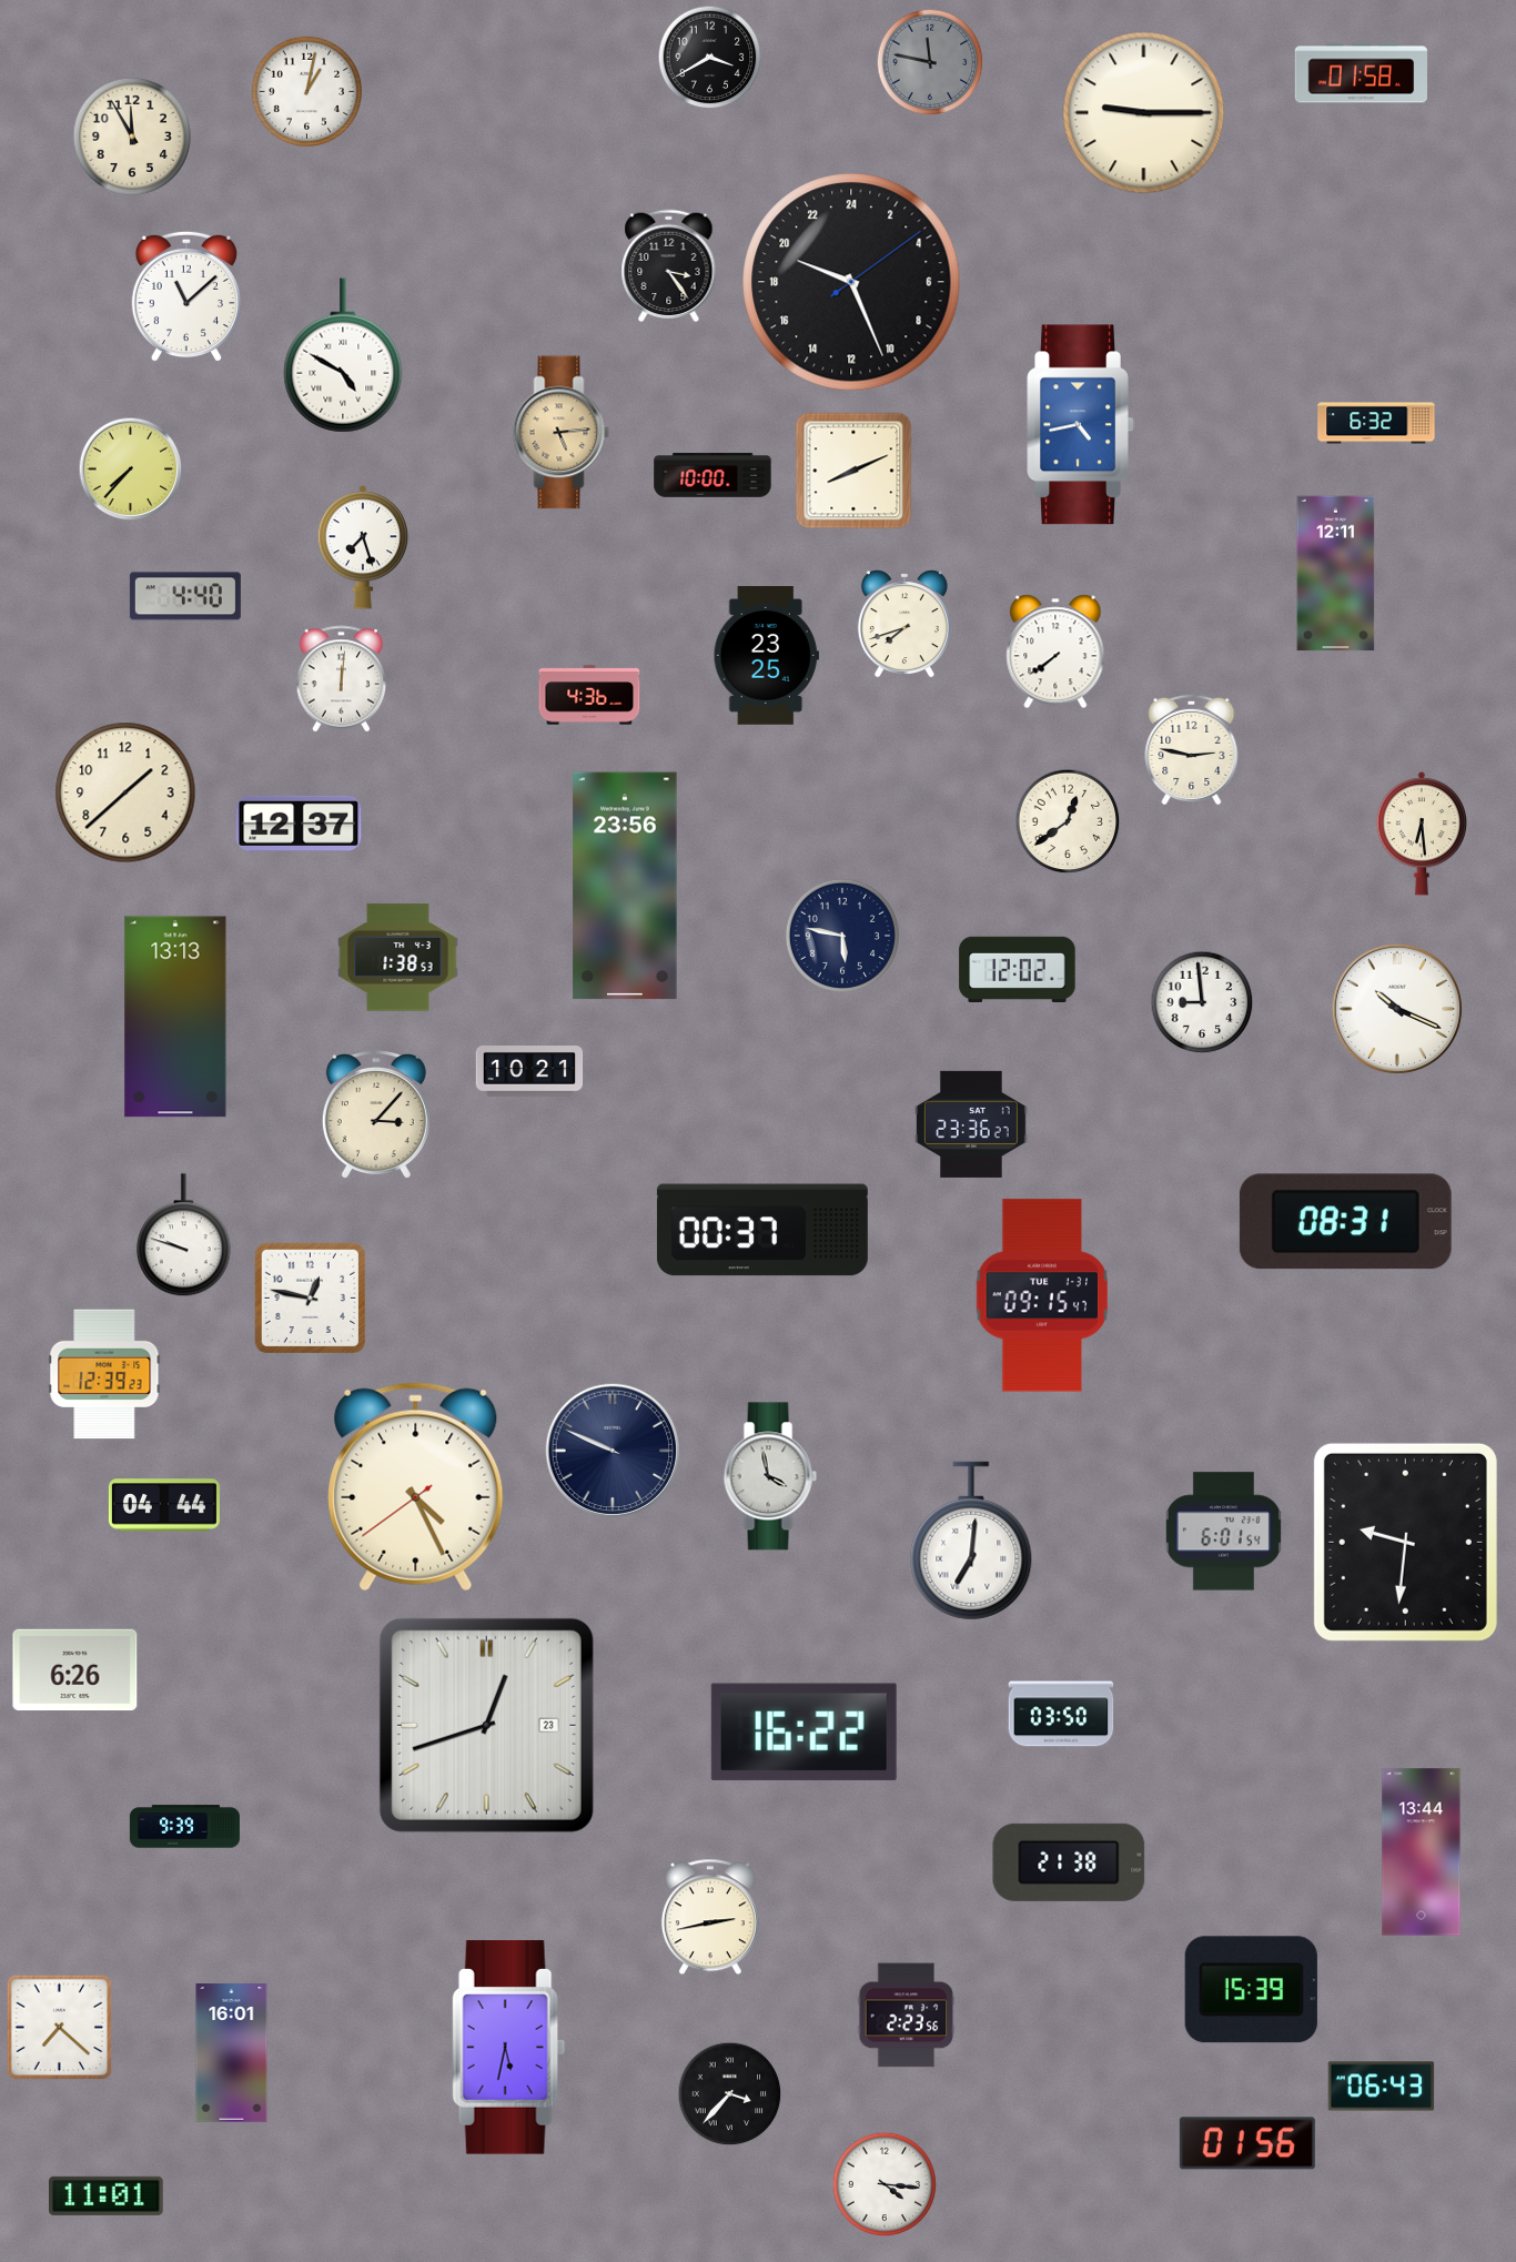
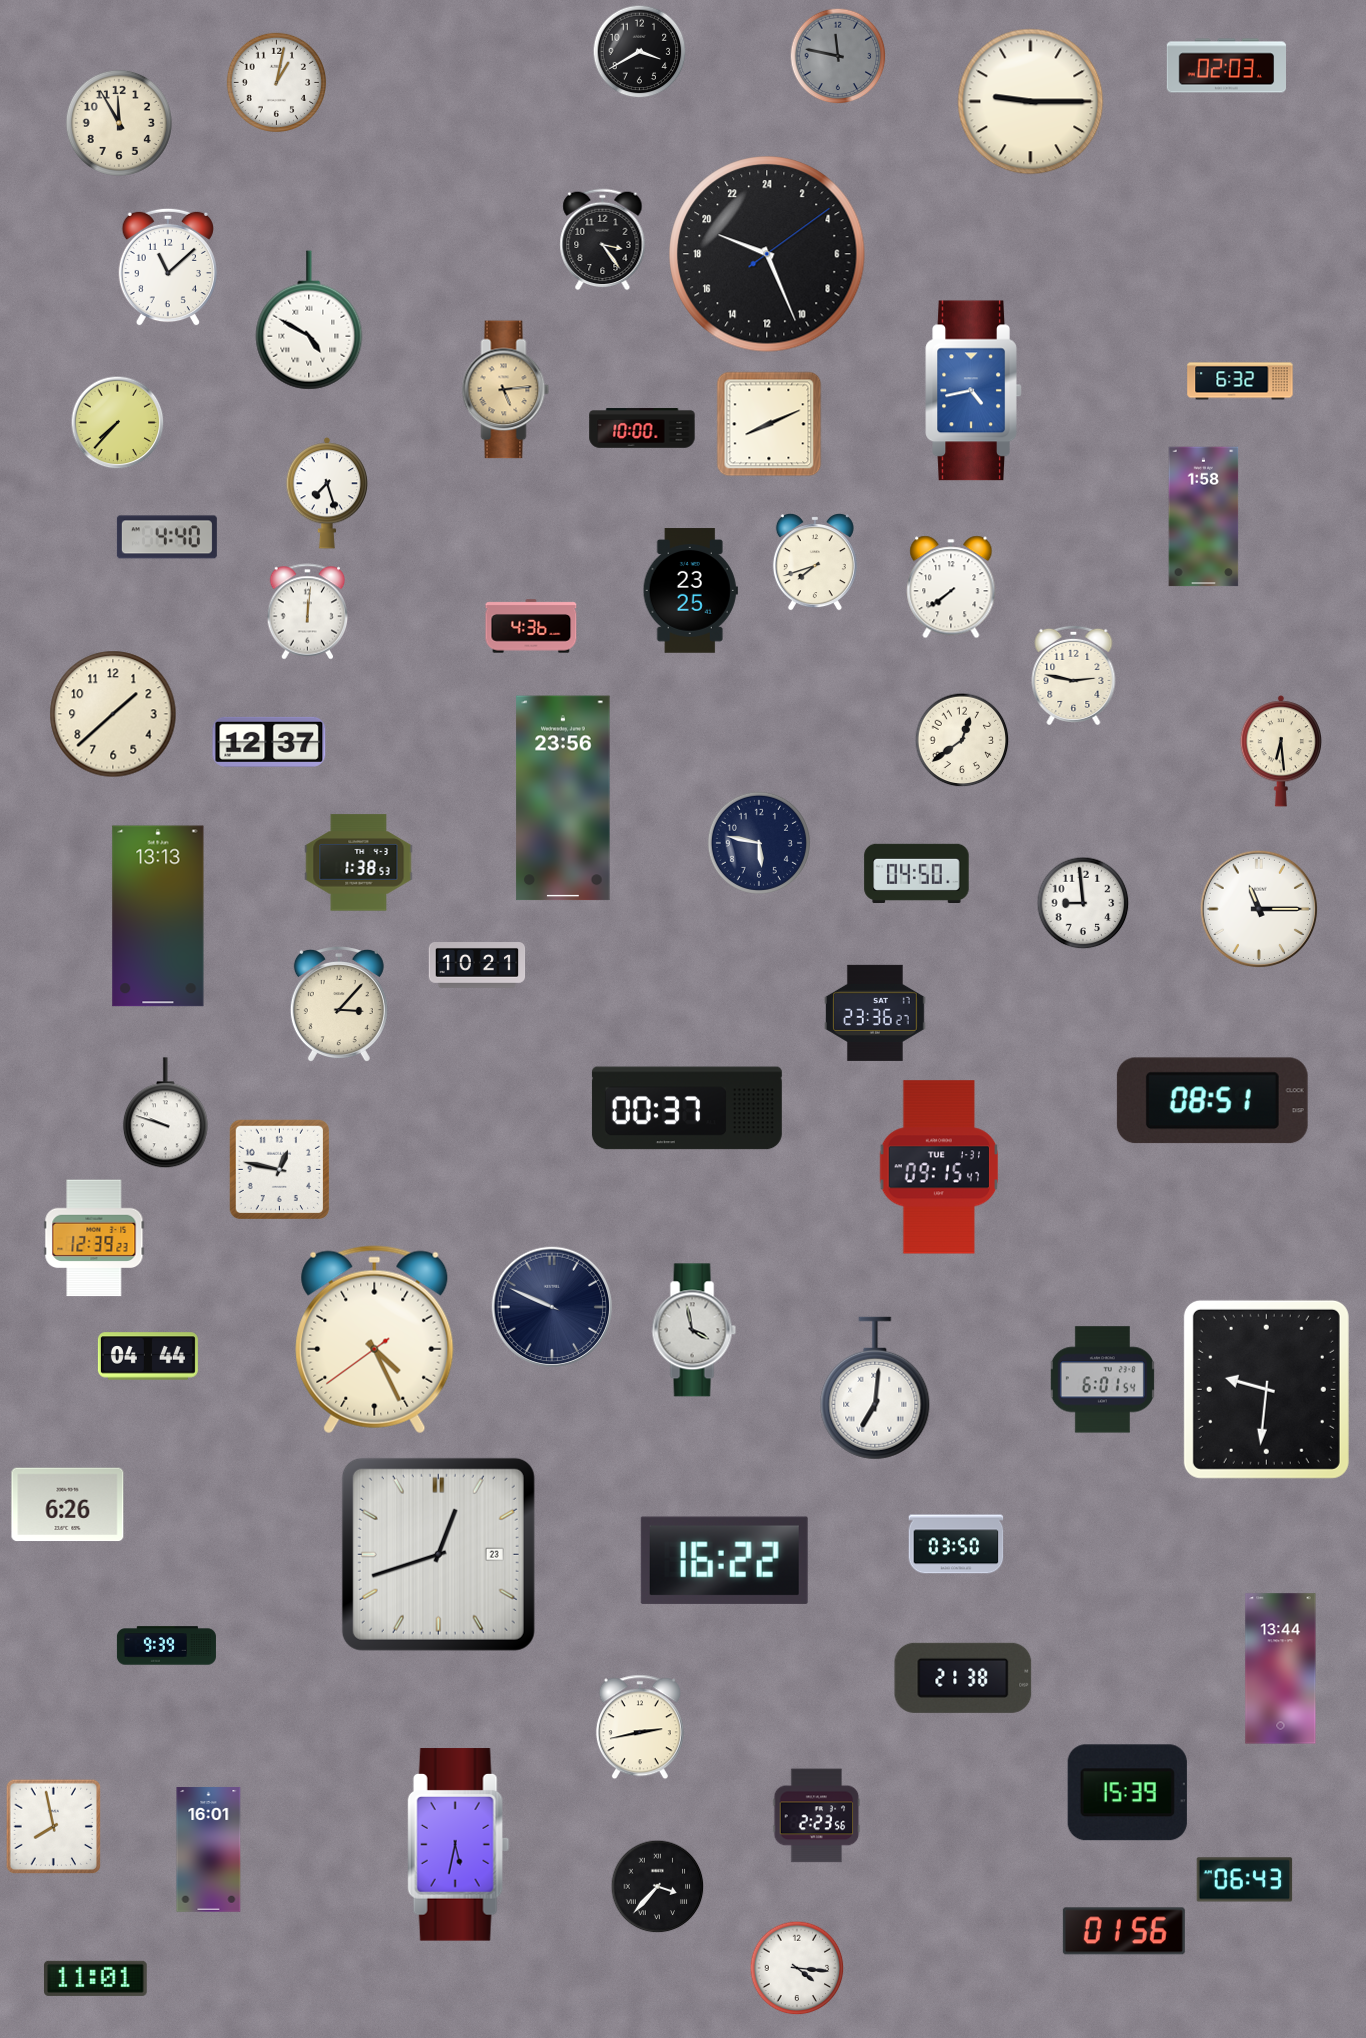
clock at (1361, 73): 01:58 -> 02:03
clock at (1081, 425) position: (1081, 425) -> (974, 391)
clock at (1336, 574): 12:11 -> 1:58
clock at (1018, 969): 12:02 -> 04:50
clock at (1397, 1009): 10:19 -> 11:15
clock at (1345, 1222): 08:31 -> 08:51
clock at (60, 2028): 7:22 -> 7:58
